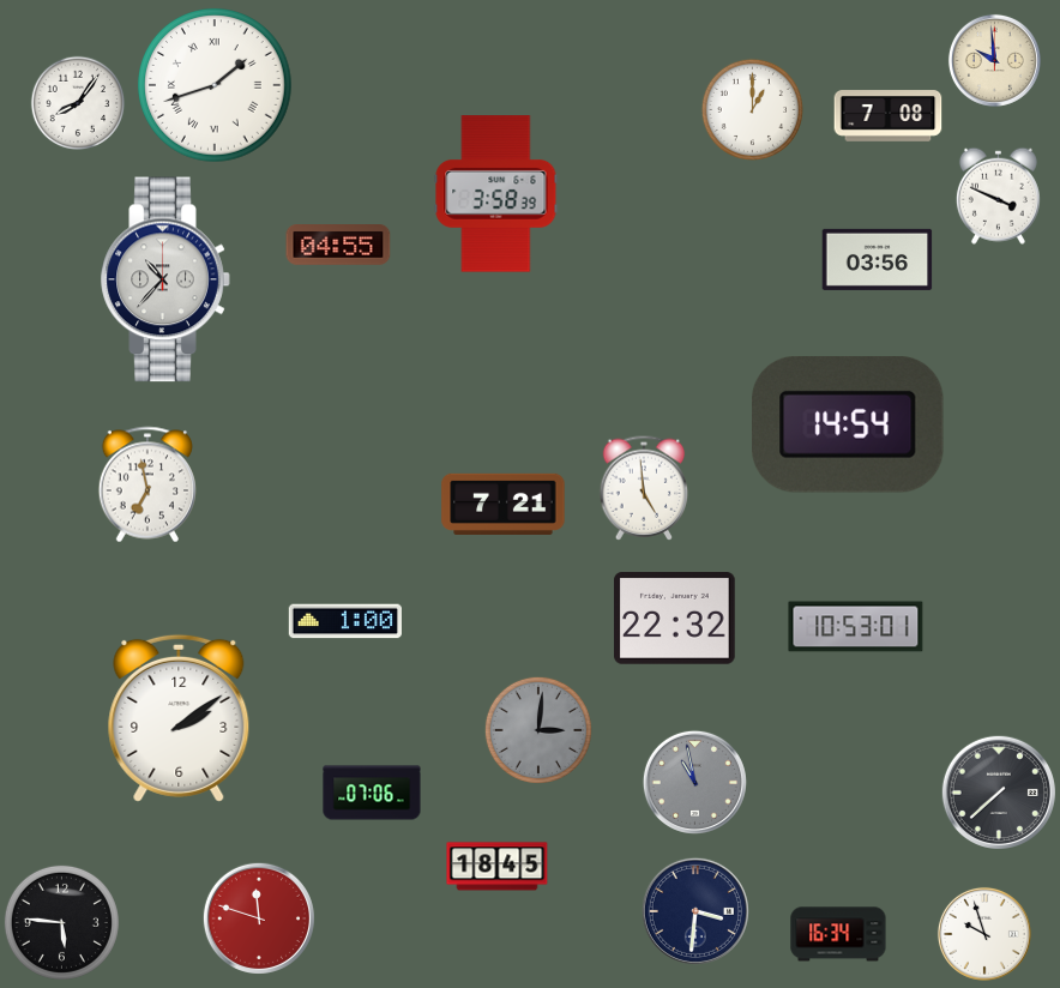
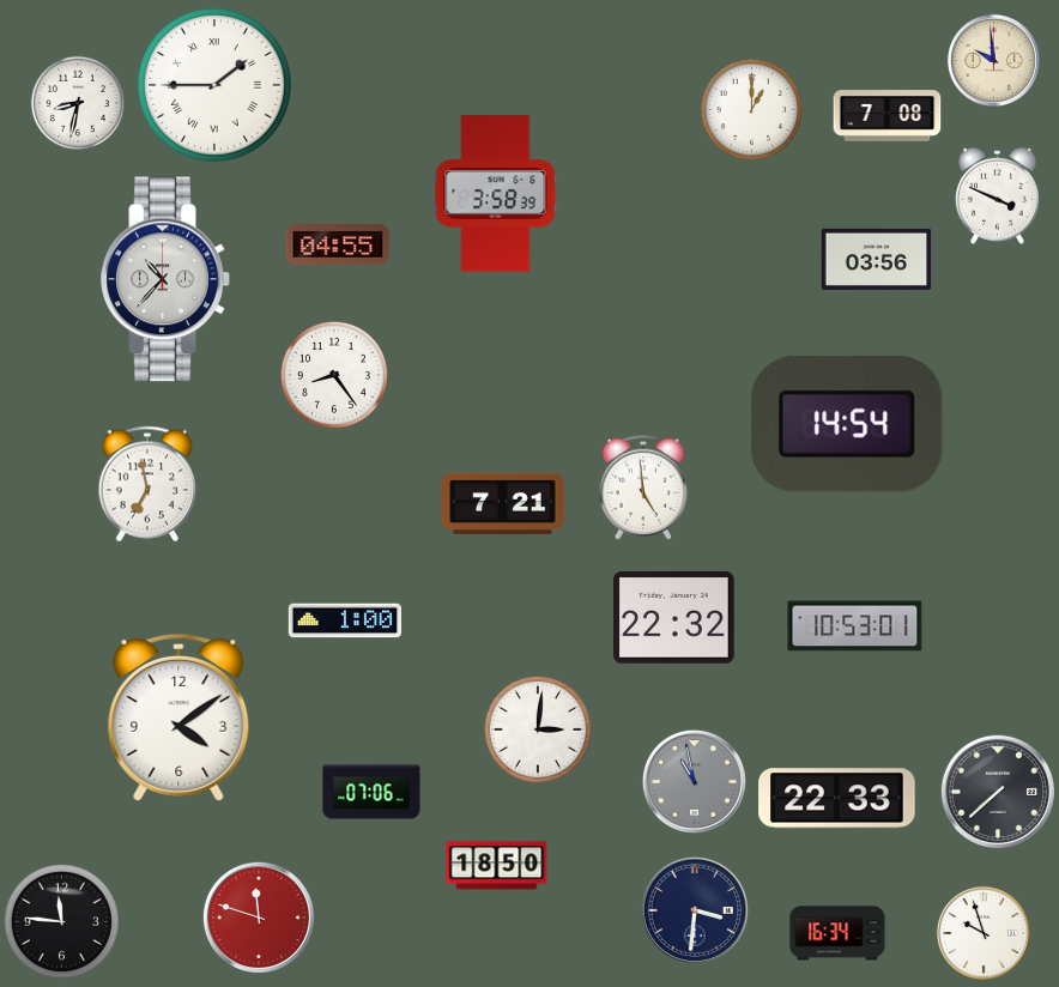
clock at (216, 86): 1:42 -> 1:45
clock at (78, 103): 8:06 -> 8:32
clock at (334, 375): none -> 8:24
clock at (179, 718): 2:09 -> 4:09
clock at (538, 730) dial: grey -> white
clock at (837, 799): none -> 22:33
clock at (498, 867): 18:45 -> 18:50
clock at (61, 922): 5:46 -> 11:46
